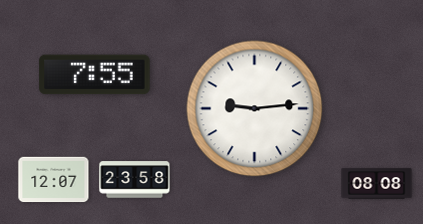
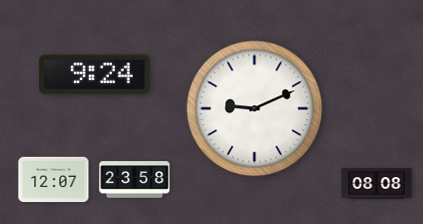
clock at (95, 75): 7:55 -> 9:24
clock at (255, 109): 9:14 -> 9:11
